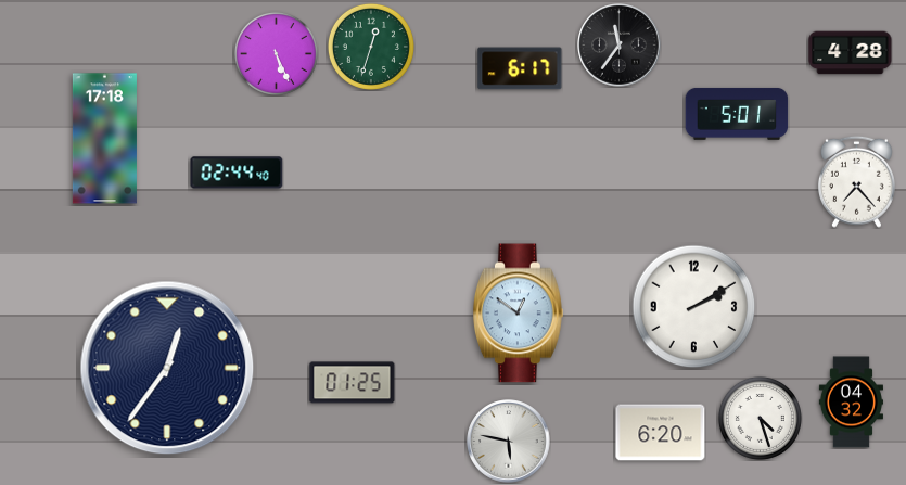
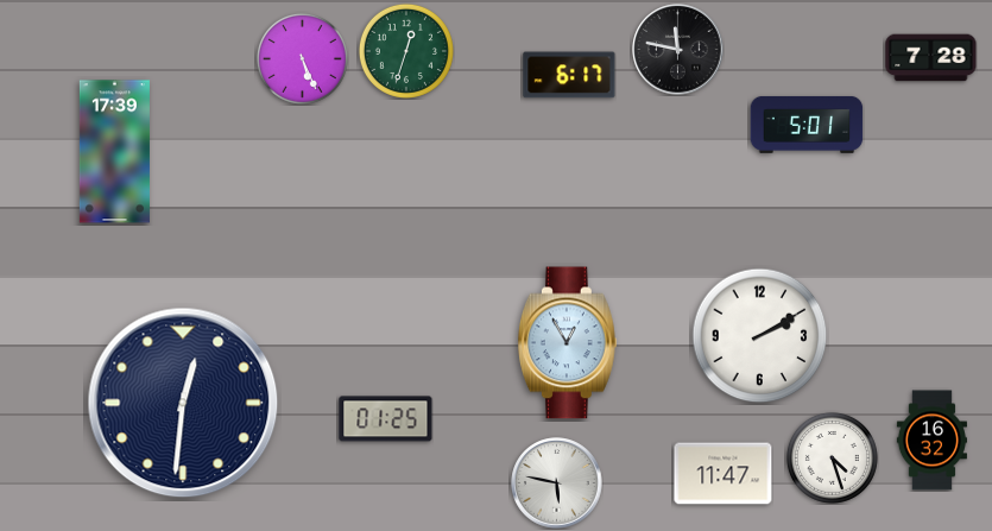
clock at (620, 46): 11:36 -> 11:47
clock at (851, 53): 4:28 -> 7:28
clock at (104, 139): 17:18 -> 17:39
clock at (237, 173): 02:44 -> none
clock at (856, 181): 7:23 -> none
clock at (518, 314): 12:51 -> 12:55
clock at (167, 368): 12:36 -> 12:31
clock at (851, 403): 04:32 -> 16:32
clock at (661, 433): 6:20 -> 11:47
